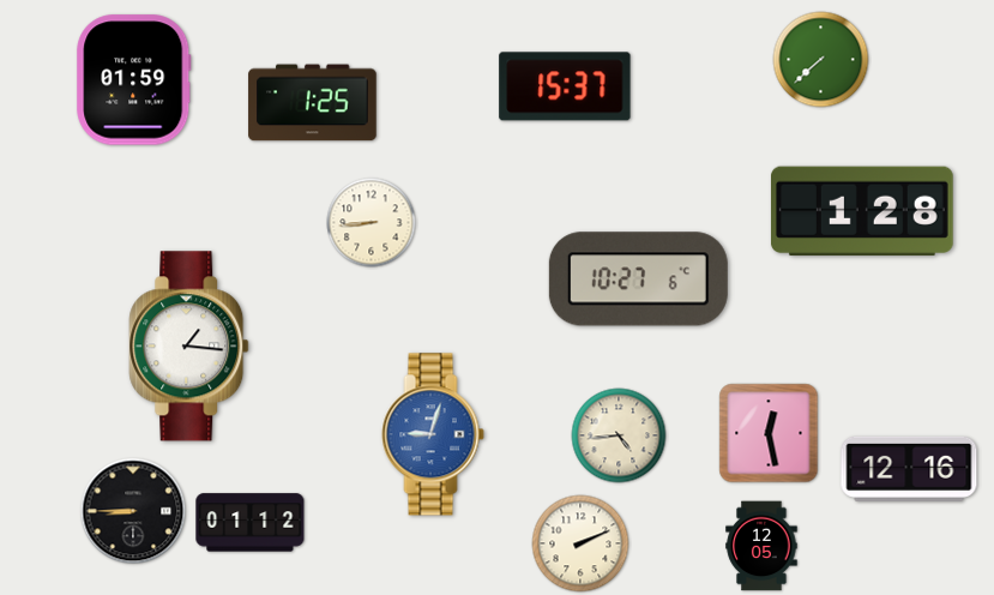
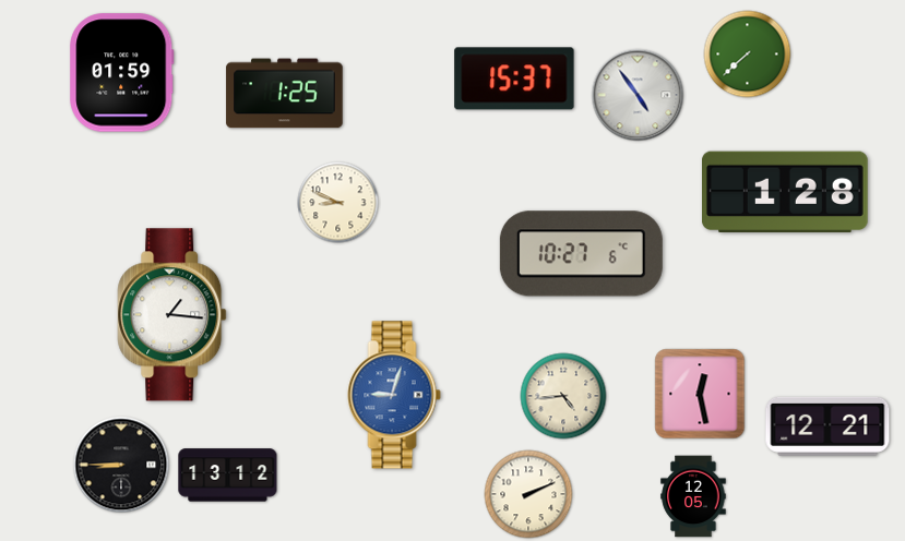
clock at (638, 95): none -> 4:54
clock at (372, 223): 8:44 -> 8:49
clock at (909, 469): 12:16 -> 12:21
clock at (251, 523): 01:12 -> 13:12
